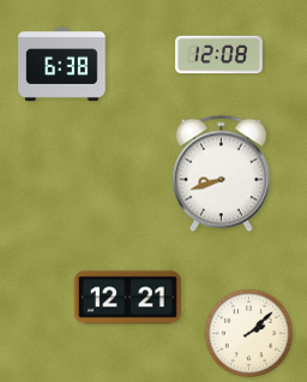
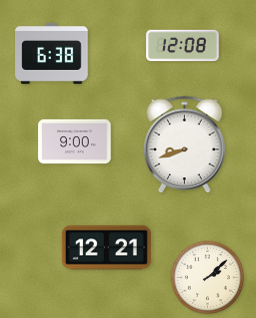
clock at (75, 142): none -> 9:00
